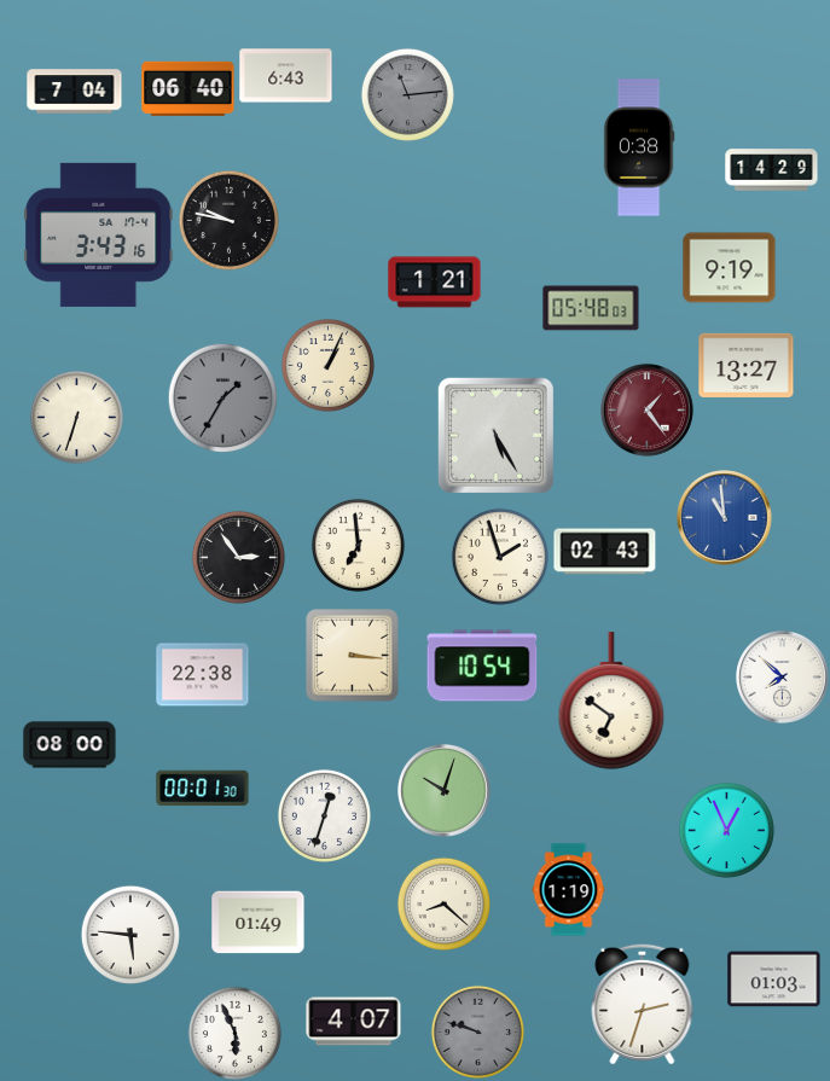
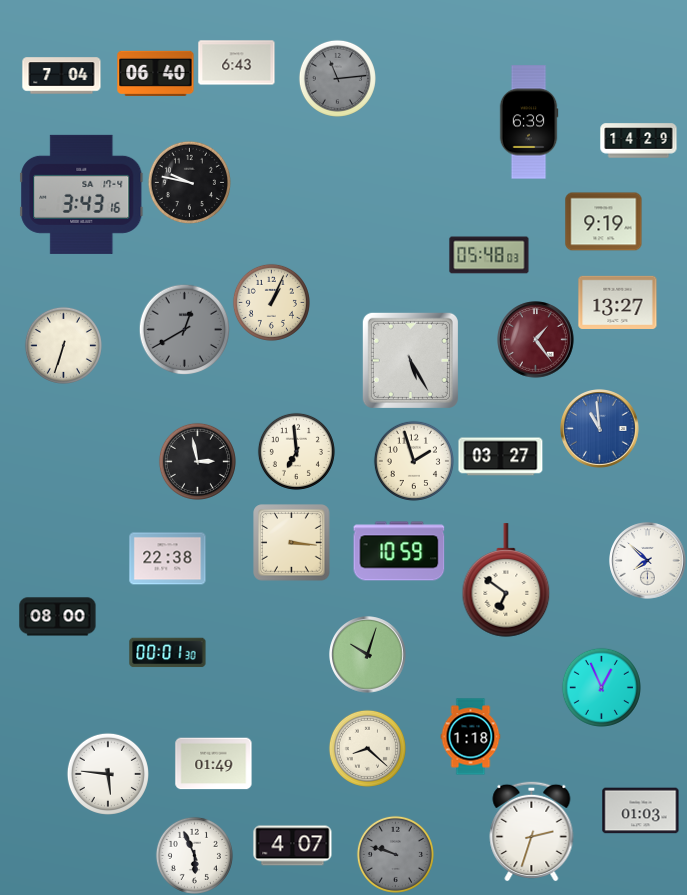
clock at (639, 147): 0:38 -> 6:39
clock at (435, 283): 1:21 -> none
clock at (222, 397): 1:35 -> 12:40
clock at (605, 552): 02:43 -> 03:27
clock at (238, 557): 2:54 -> 2:58
clock at (482, 666): 10:54 -> 10:59
clock at (324, 815): 12:33 -> none
clock at (569, 890): 1:19 -> 1:18
